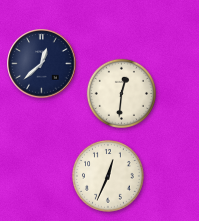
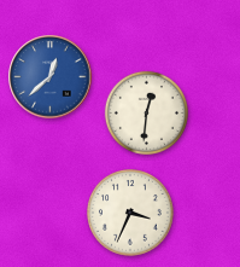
clock at (42, 64) dial: navy -> blue
clock at (109, 177): 12:34 -> 3:34
